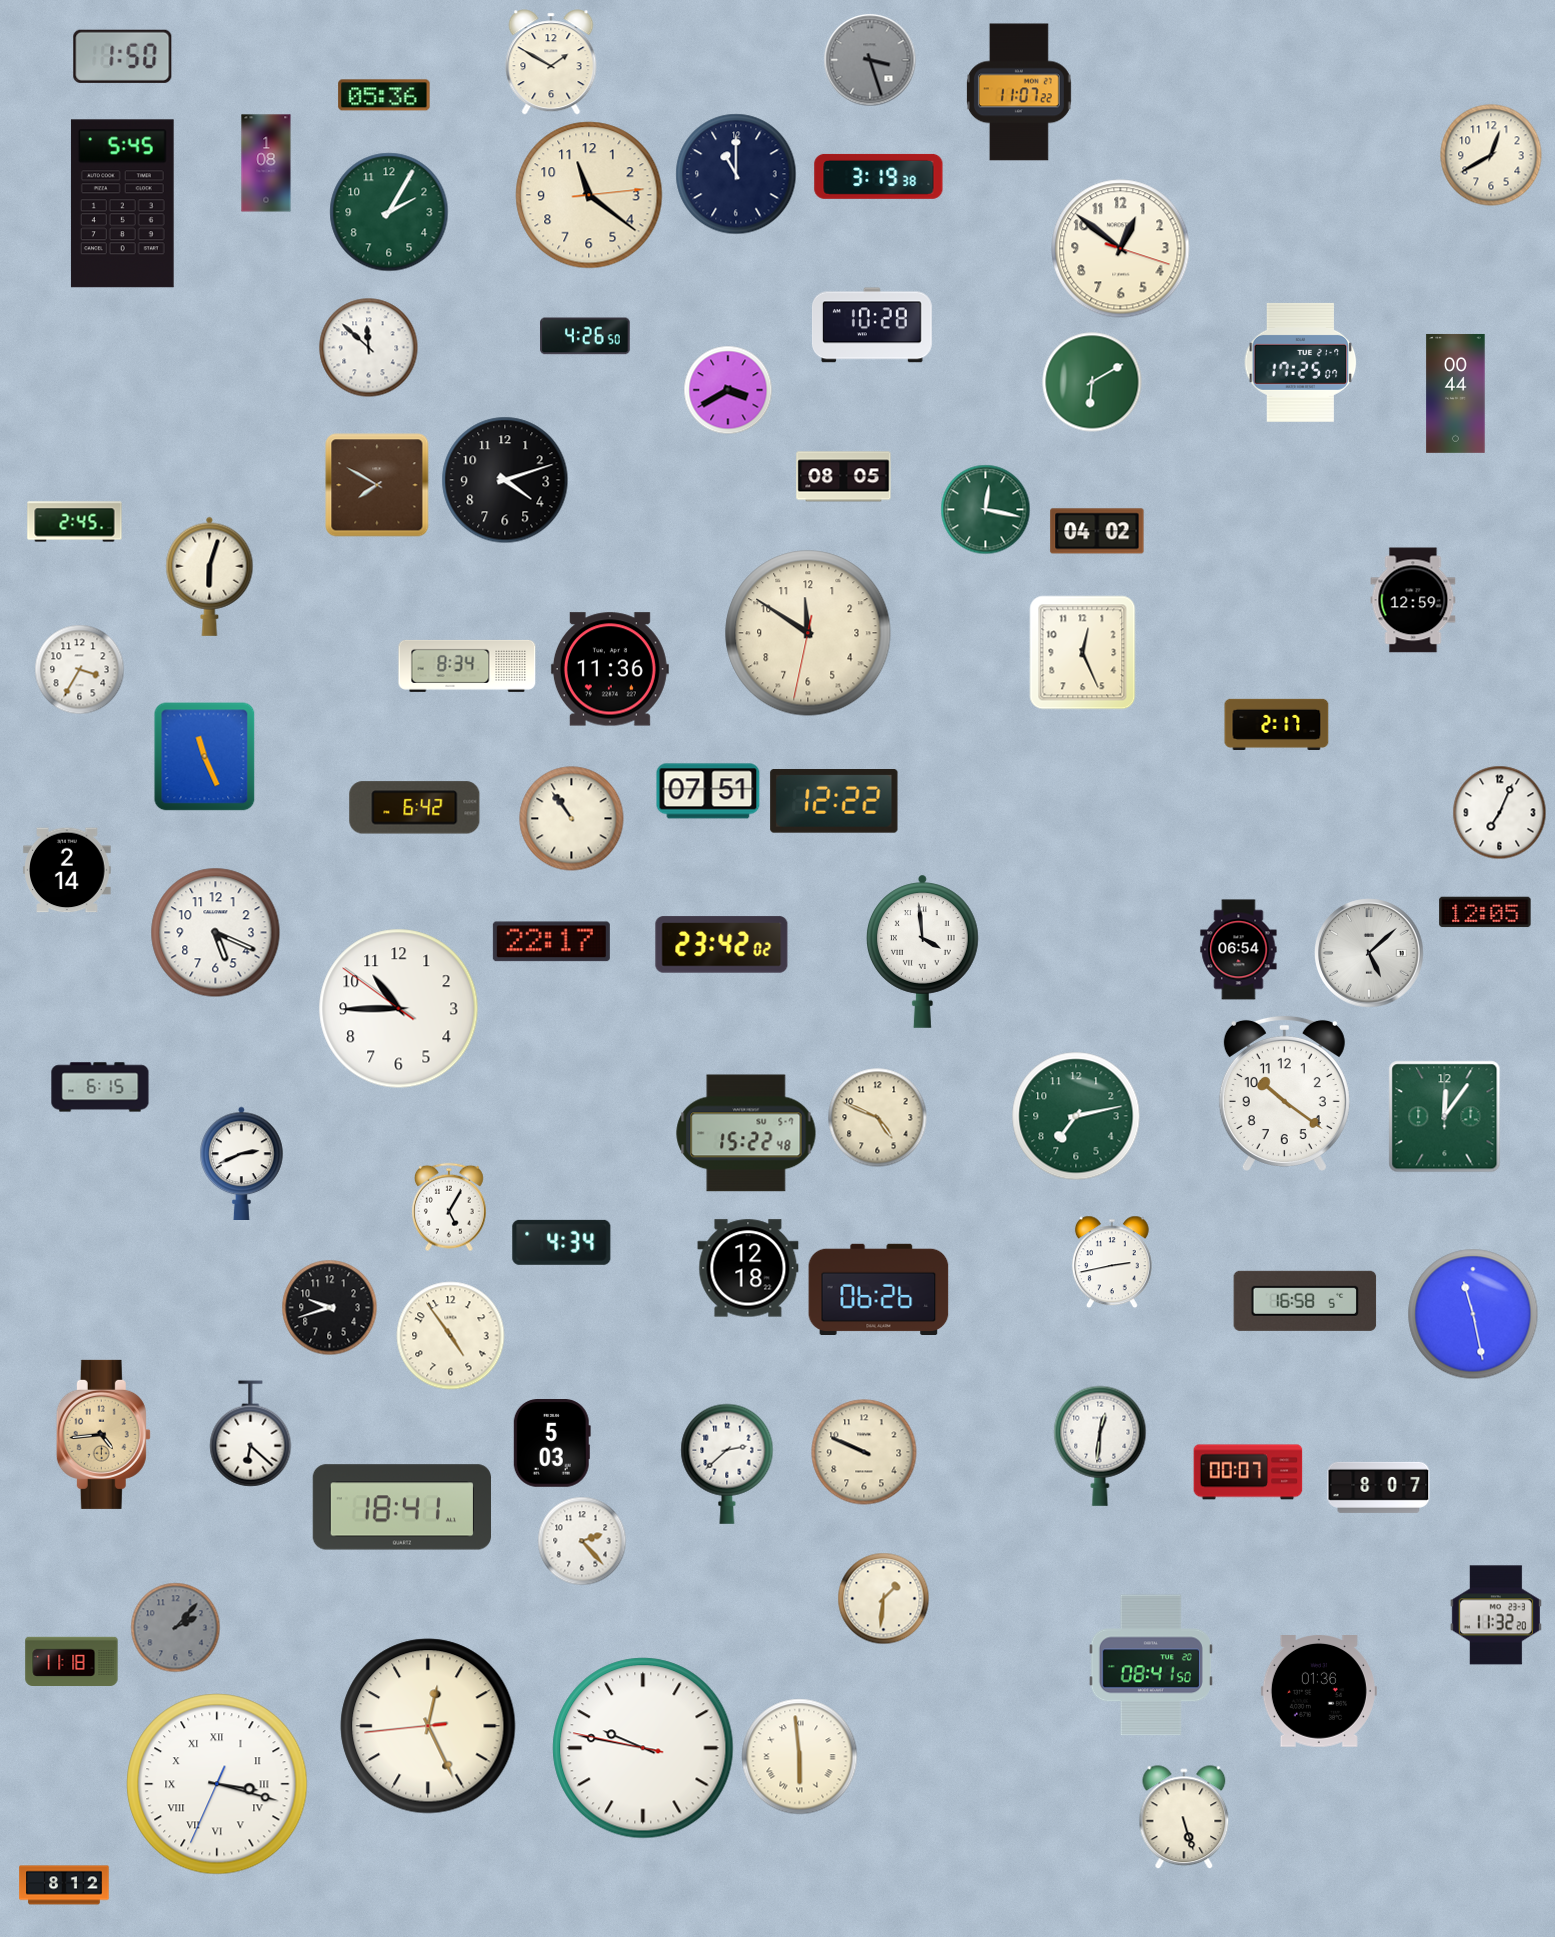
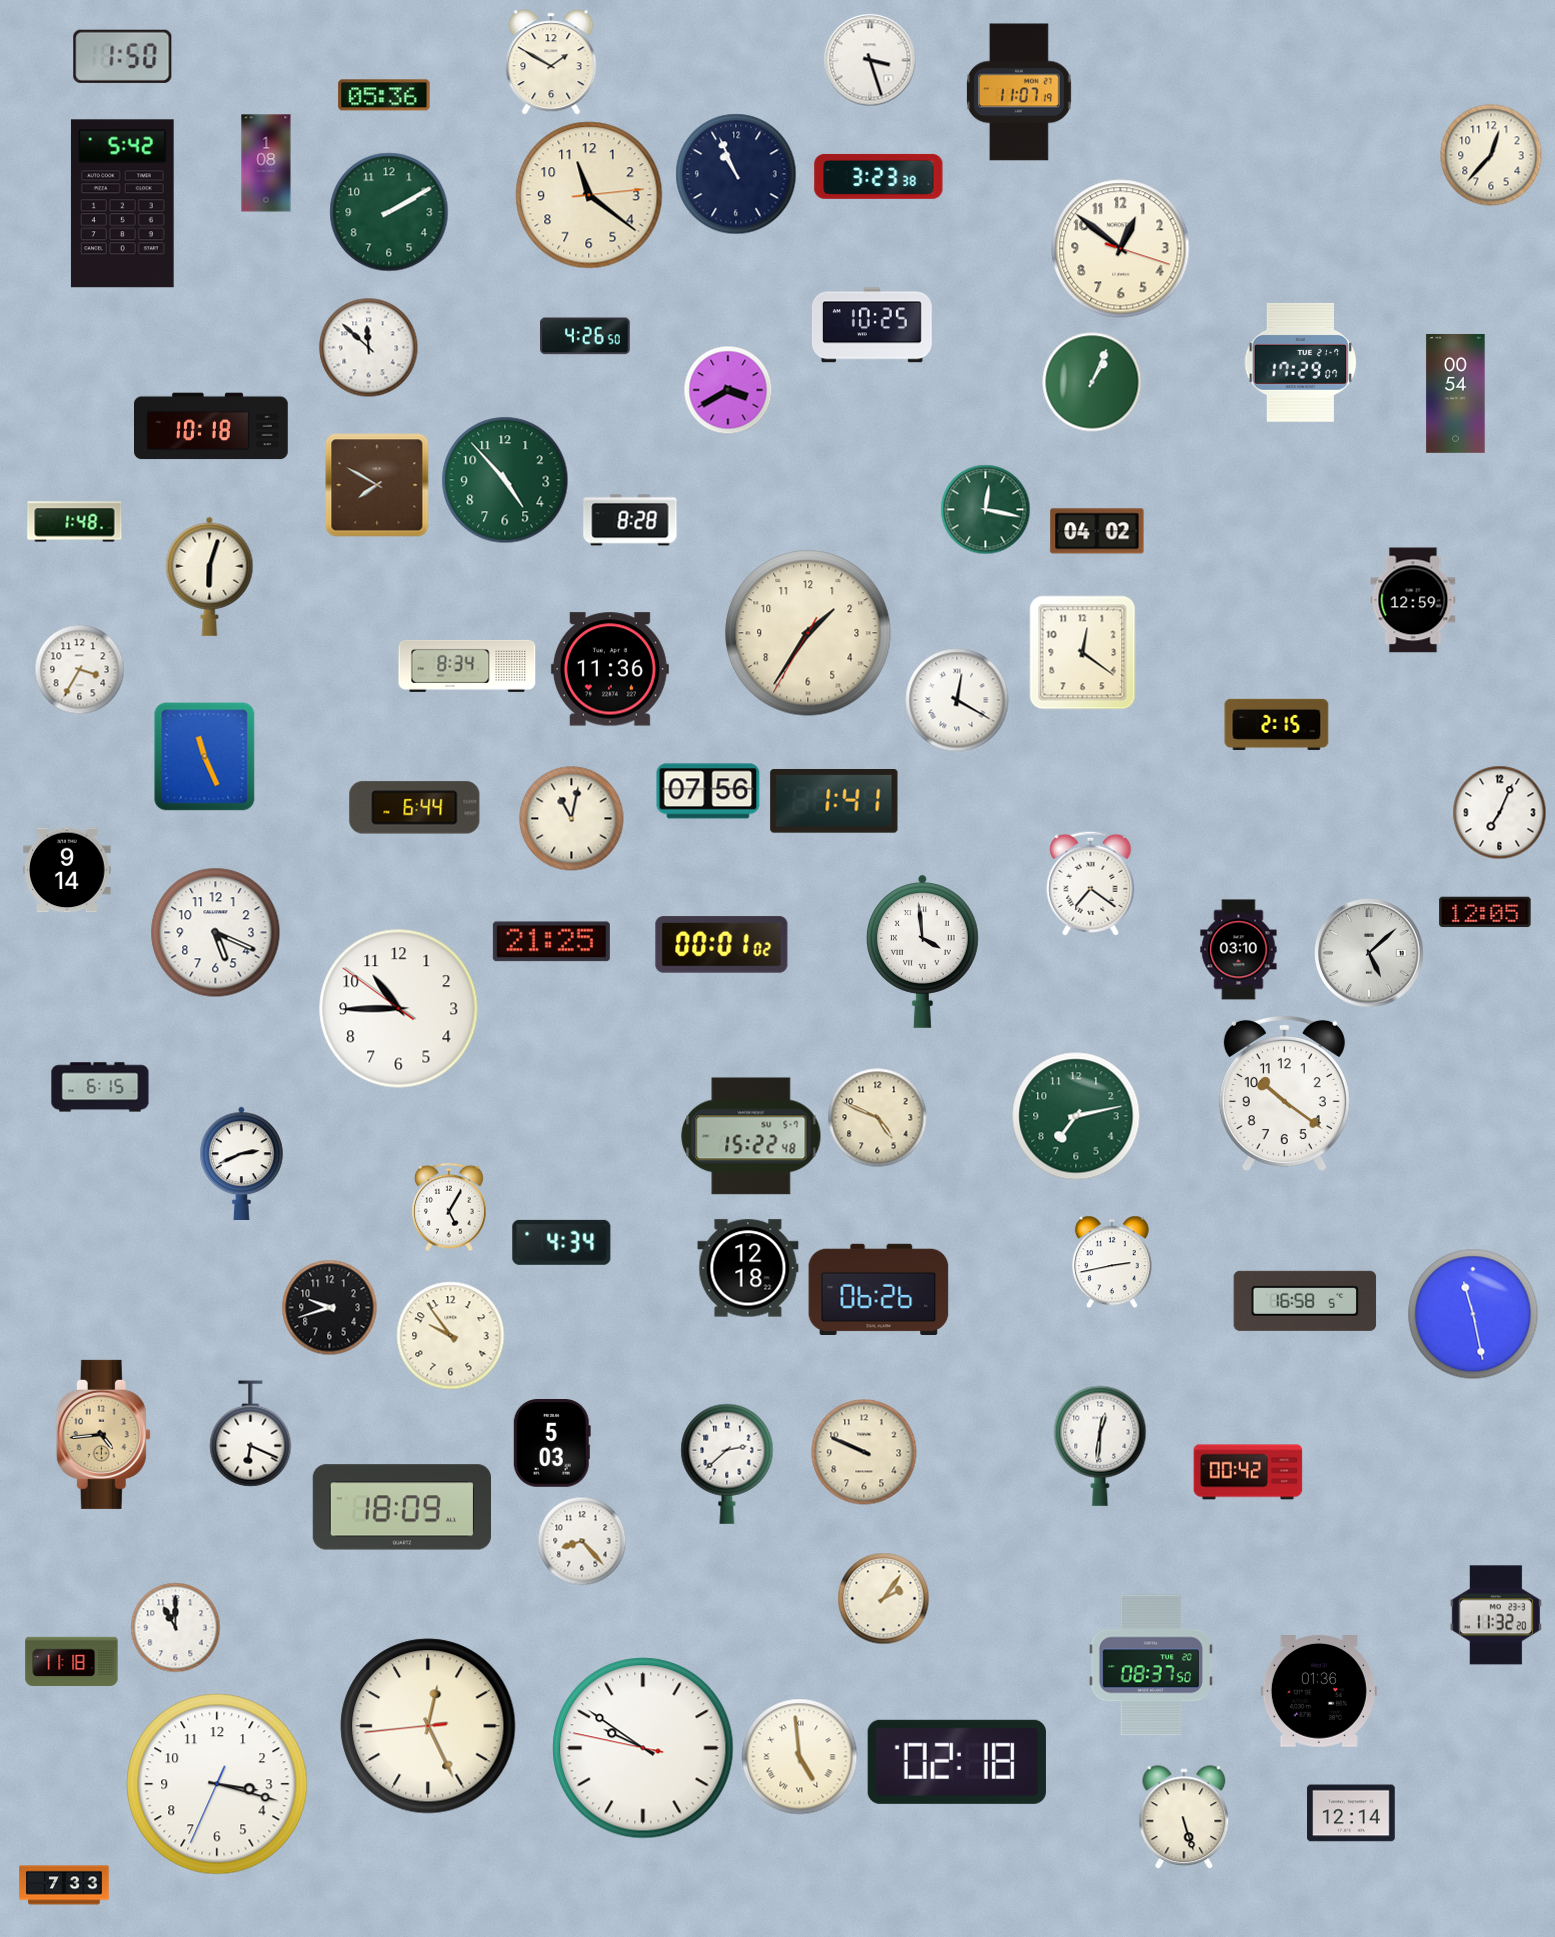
clock at (870, 60) dial: grey -> white
clock at (1019, 92): 11:07:22 -> 11:07:19
clock at (1491, 155): 12:40 -> 12:37
clock at (736, 174): 11:00 -> 10:56
clock at (879, 176): 3:19 -> 3:23
clock at (122, 204): 5:45 -> 5:42
clock at (389, 212): 2:05 -> 2:10
clock at (872, 325): 10:28 -> 10:25
clock at (1301, 362): 17:25 -> 17:29
clock at (1092, 382): 6:10 -> 1:04
clock at (1456, 393): 00:44 -> 00:54
clock at (212, 426): none -> 10:18
clock at (844, 477): 08:05 -> none
clock at (505, 480): 4:12 -> 4:53
clock at (505, 480) dial: black -> green
clock at (630, 520): none -> 8:28
clock at (75, 522): 2:45 -> 1:48
clock at (808, 633): 11:50 -> 1:35
clock at (1083, 653): 12:26 -> 12:21
clock at (957, 700): none -> 12:20
clock at (1277, 724): 2:17 -> 2:15
clock at (708, 791): 07:51 -> 07:56
clock at (834, 802): 12:22 -> 1:41
clock at (415, 808): 6:42 -> 6:44
clock at (572, 819): 10:54 -> 11:02
clock at (67, 870): 2:14 -> 9:14
clock at (1091, 883): none -> 7:21
clock at (551, 942): 22:17 -> 21:25
clock at (722, 945): 23:42 -> 00:01
clock at (1239, 950): 06:54 -> 03:10
clock at (1445, 1117): 12:06 -> none
clock at (746, 1133) position: (746, 1133) -> (751, 1136)
clock at (451, 1336): 4:54 -> 9:54
clock at (251, 1434): 6:22 -> 6:19
clock at (1248, 1472): 00:07 -> 00:42
clock at (1379, 1487): 8:07 -> none
clock at (401, 1507): 18:41 -> 18:09
clock at (582, 1541): 2:23 -> 8:23
clock at (884, 1599): 1:31 -> 2:06
clock at (176, 1628): 2:07 -> 11:00
clock at (176, 1628) dial: grey -> white
clock at (1151, 1665): 08:41 -> 08:37
clock at (643, 1748): 9:46 -> 9:50
clock at (800, 1757): 5:59 -> 4:59
clock at (957, 1762): none -> 02:18
clock at (217, 1784) numerals: Roman -> Arabic
clock at (1351, 1813): none -> 12:14
clock at (64, 1885): 8:12 -> 7:33
